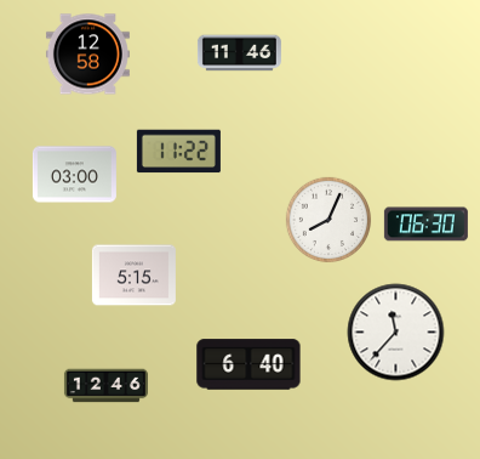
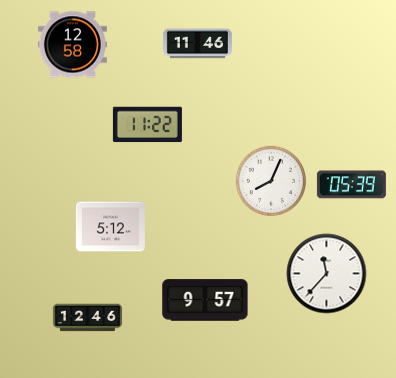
clock at (74, 175): 03:00 -> none
clock at (425, 225): 06:30 -> 05:39
clock at (133, 276): 5:15 -> 5:12
clock at (248, 364): 6:40 -> 9:57
